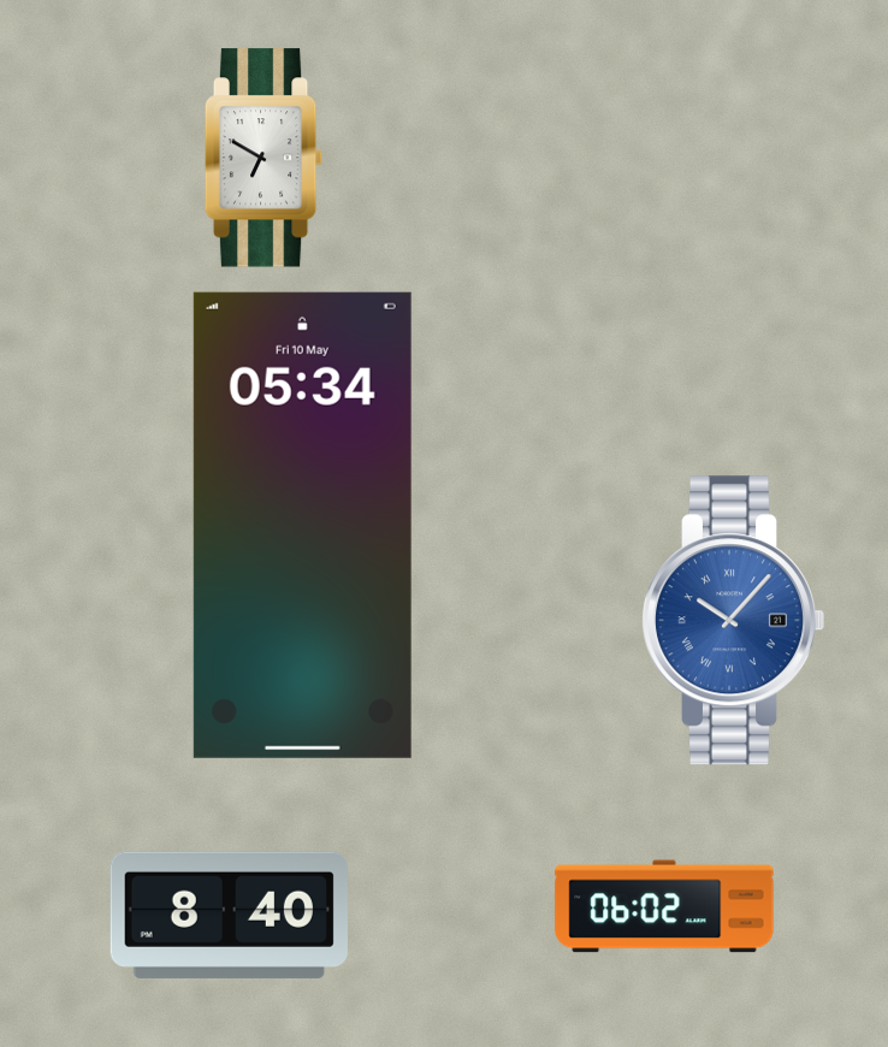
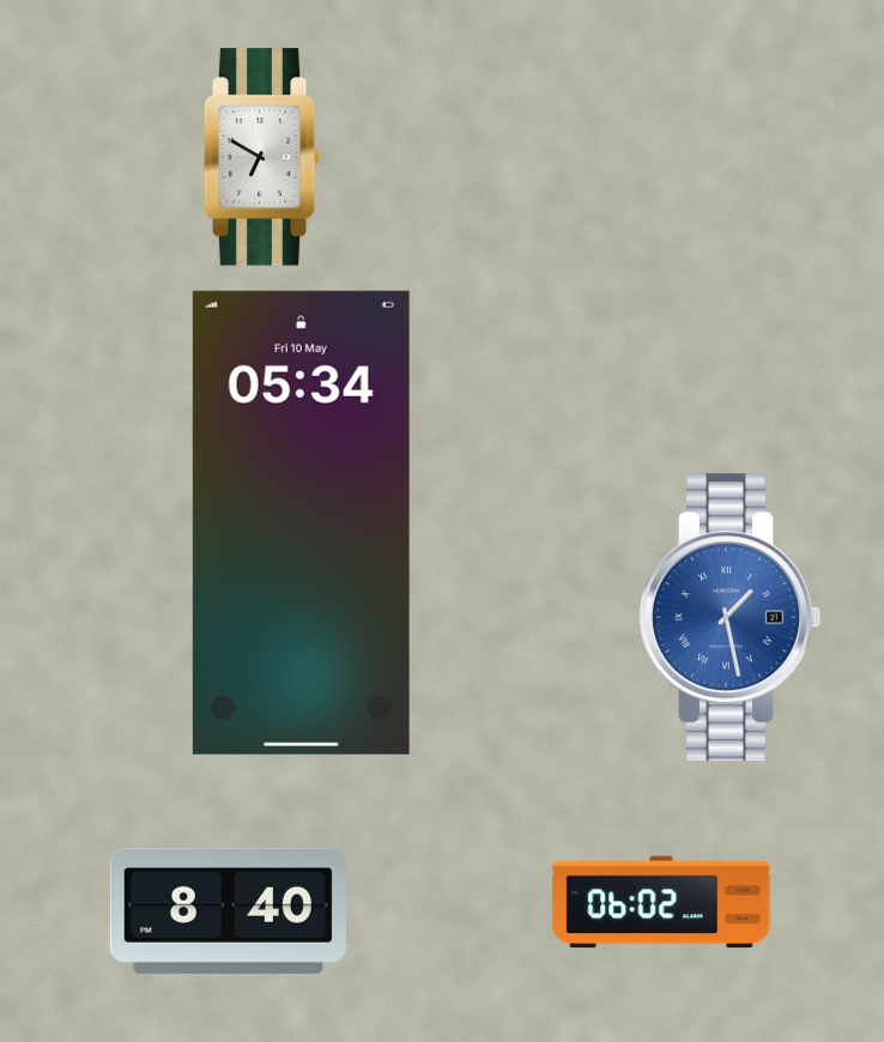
clock at (732, 621): 10:07 -> 1:28
